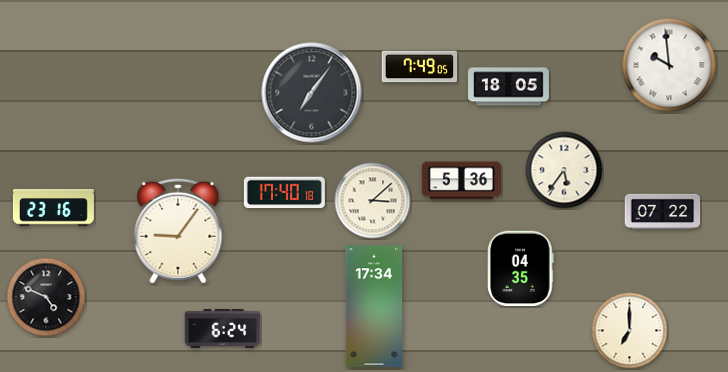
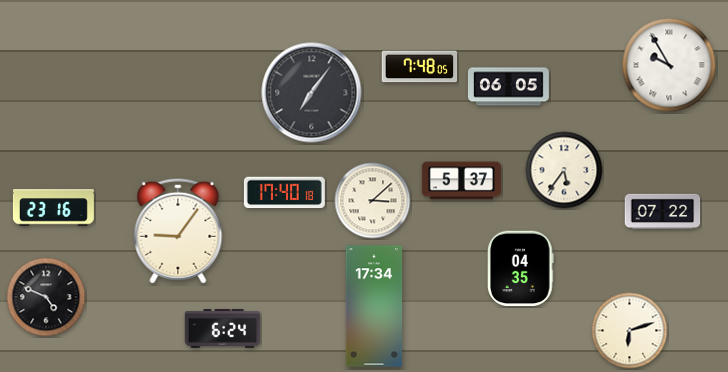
clock at (669, 65): 9:59 -> 9:55
clock at (420, 67): 7:49 -> 7:48
clock at (508, 87): 18:05 -> 06:05
clock at (461, 181): 5:36 -> 5:37
clock at (630, 331): 7:00 -> 6:12
